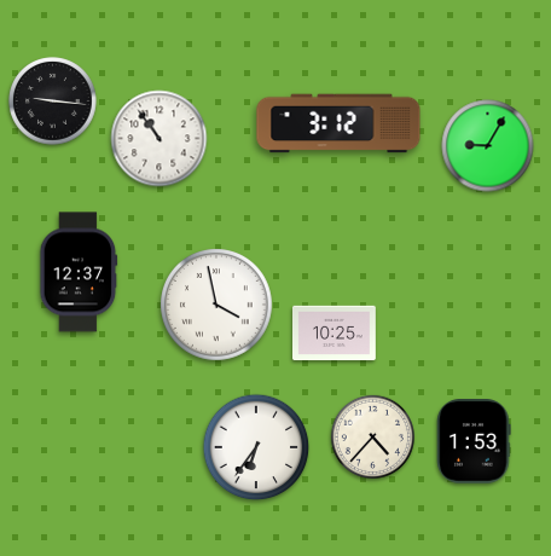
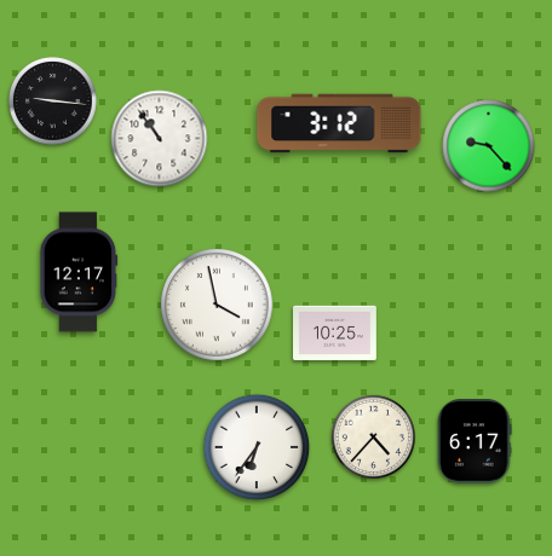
clock at (488, 146): 9:05 -> 9:23
clock at (79, 272): 12:37 -> 12:17
clock at (474, 441): 1:53 -> 6:17
